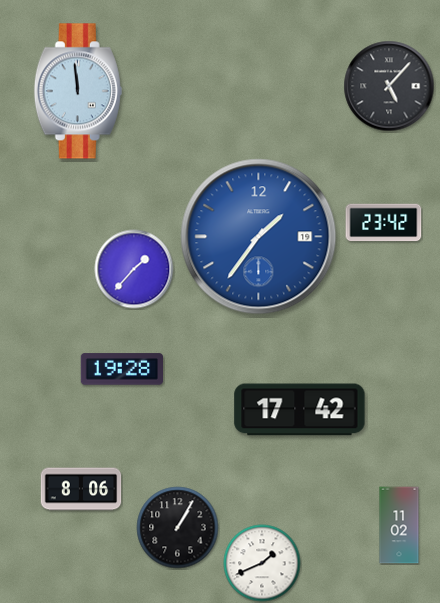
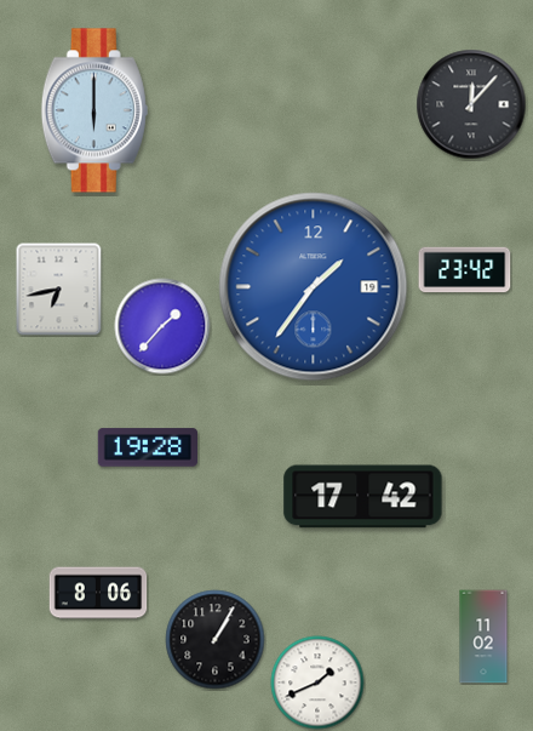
clock at (389, 86): 5:07 -> 12:07
clock at (78, 91): 11:59 -> 6:00
clock at (59, 290): none -> 6:43
